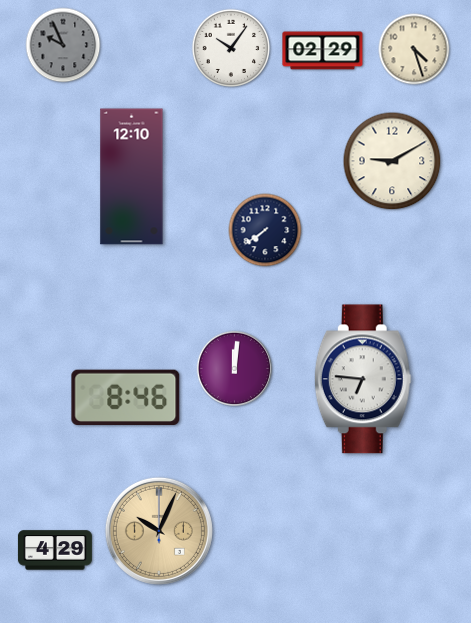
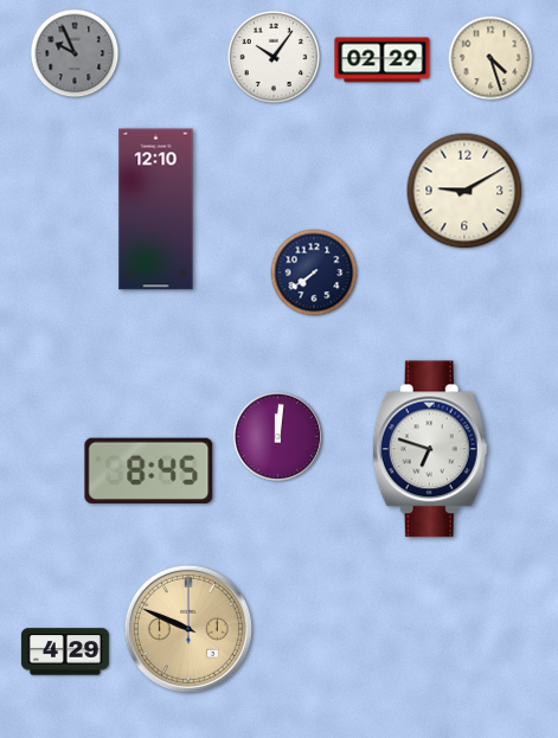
clock at (363, 379): 6:46 -> 6:48
clock at (126, 397): 8:46 -> 8:45
clock at (159, 531): 10:04 -> 9:49
